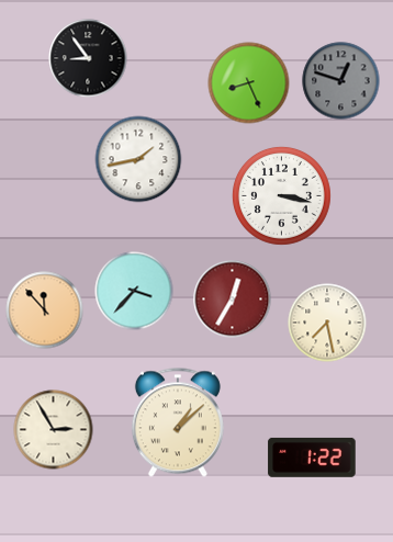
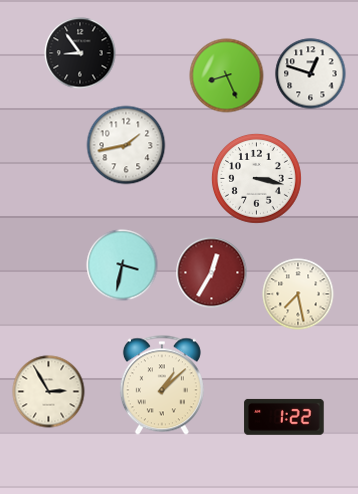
clock at (341, 81) dial: grey -> white
clock at (134, 291): 3:37 -> 3:32
clock at (45, 310): 11:53 -> none
